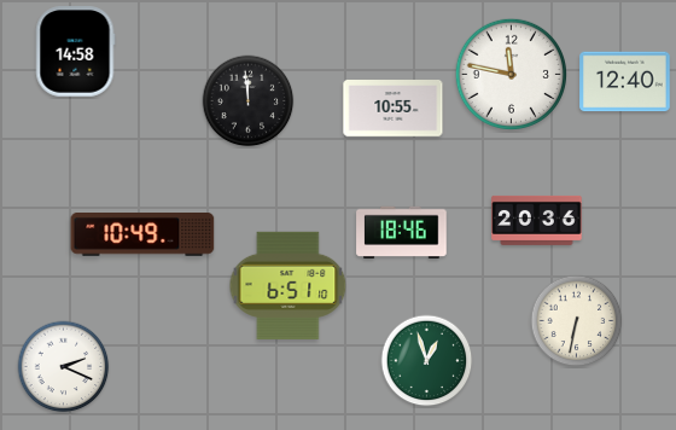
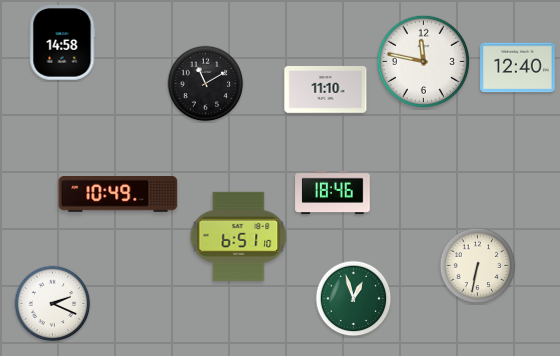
clock at (249, 101): 11:59 -> 11:10
clock at (394, 109): 10:55 -> 11:10
clock at (537, 220): 20:36 -> none
